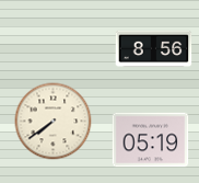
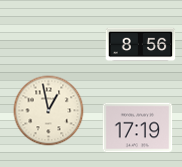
clock at (54, 122): 7:39 -> 12:58
clock at (151, 140): 05:19 -> 17:19
